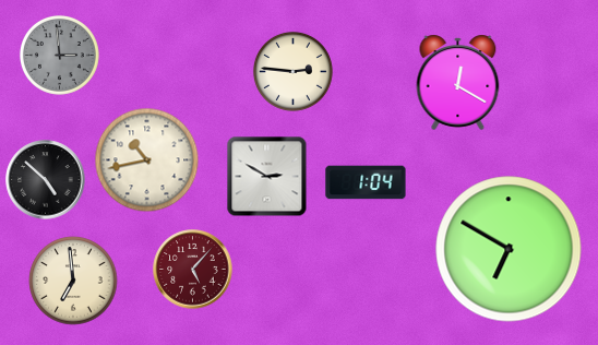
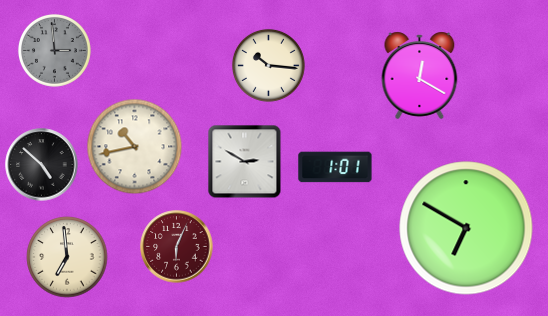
clock at (292, 71): 2:46 -> 10:16
clock at (366, 182): 1:04 -> 1:01
clock at (193, 270): 5:07 -> 6:04
